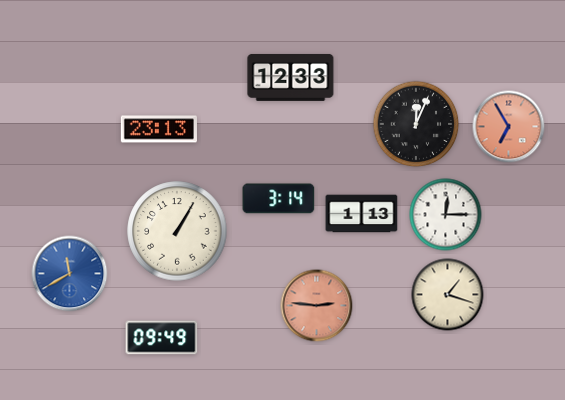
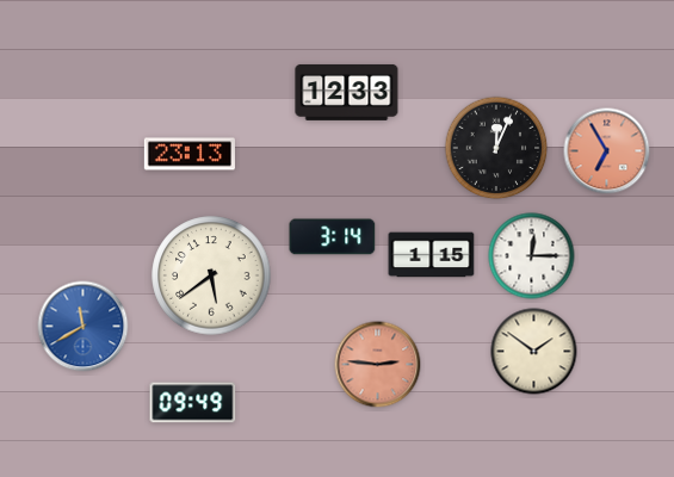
clock at (362, 214): 1:13 -> 1:15
clock at (177, 231): 1:05 -> 5:39
clock at (448, 295): 1:18 -> 1:51
